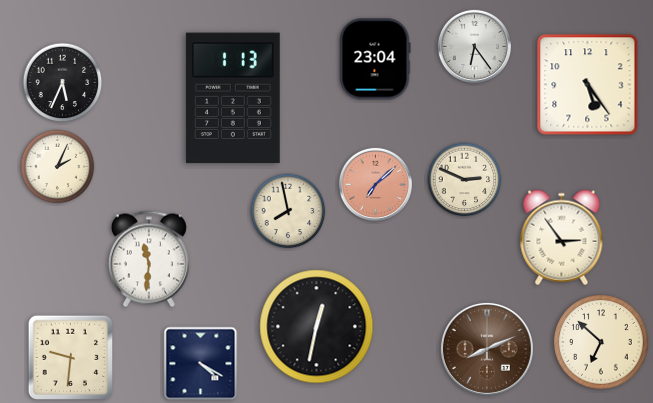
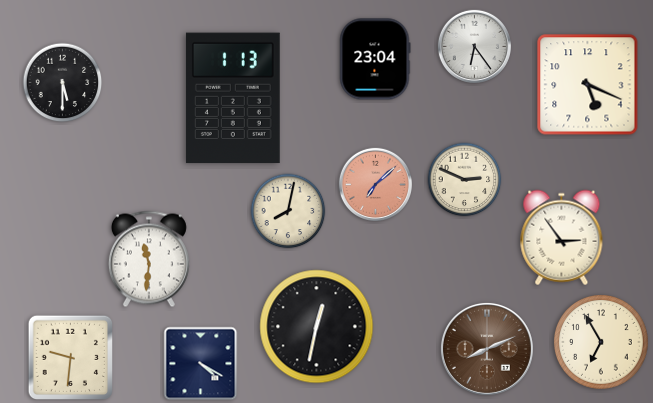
clock at (63, 83): 5:34 -> 5:30
clock at (588, 85): 5:24 -> 5:19
clock at (58, 167): 2:04 -> none
clock at (288, 211): 7:58 -> 8:02
clock at (602, 343): 6:52 -> 6:55
